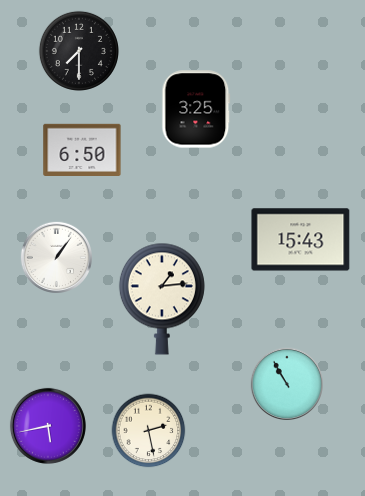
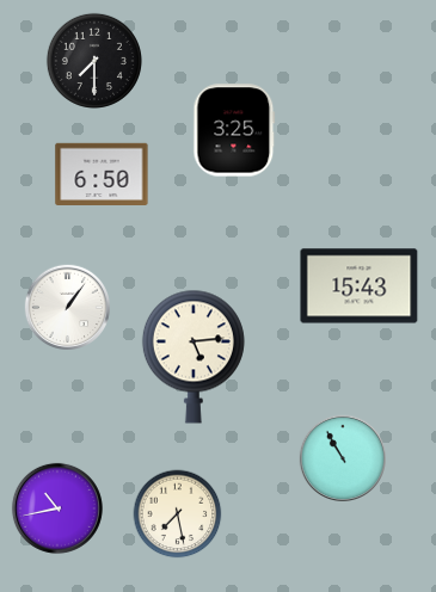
clock at (82, 149) position: (82, 149) -> (102, 173)
clock at (162, 299): 1:14 -> 5:14
clock at (48, 426): 5:43 -> 10:43
clock at (149, 431): 2:28 -> 7:28
